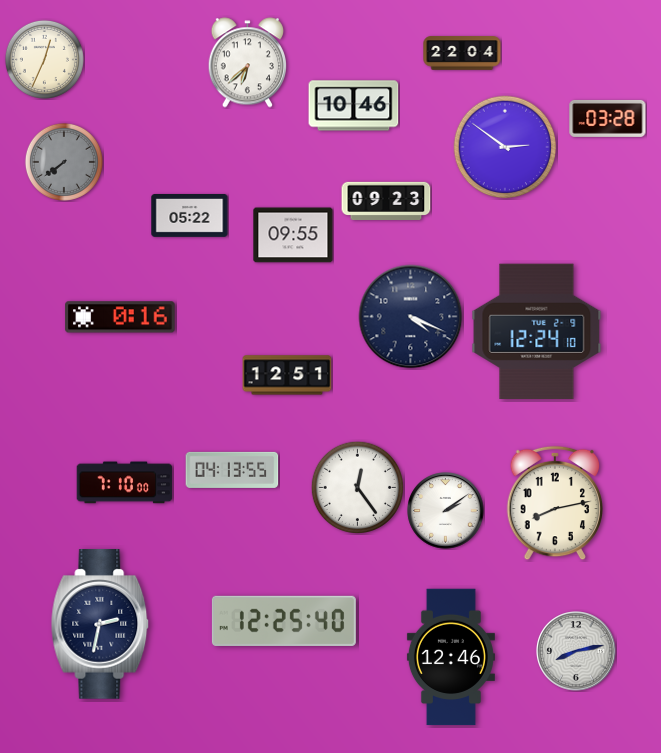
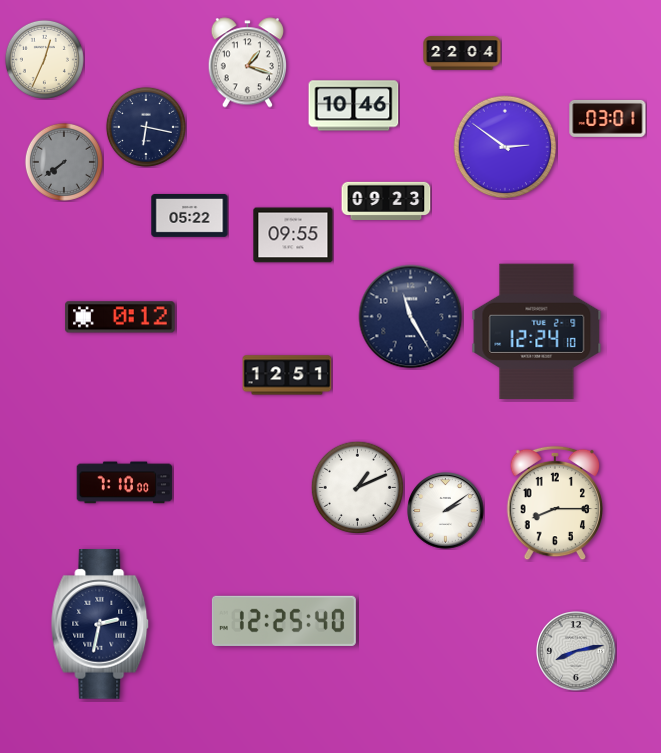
clock at (247, 63): 6:38 -> 1:18
clock at (608, 118): 03:28 -> 03:01
clock at (146, 127): none -> 6:17
clock at (120, 317): 0:16 -> 0:12
clock at (411, 317): 4:19 -> 11:25
clock at (232, 470): 04:13 -> none
clock at (357, 487): 12:24 -> 1:11
clock at (555, 503): 8:13 -> 8:15
clock at (451, 657): 12:46 -> none
